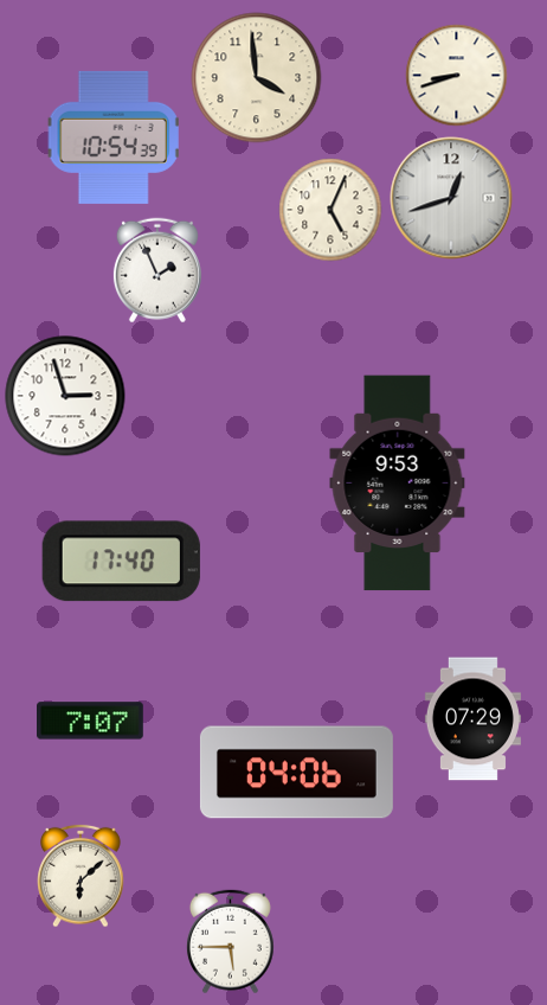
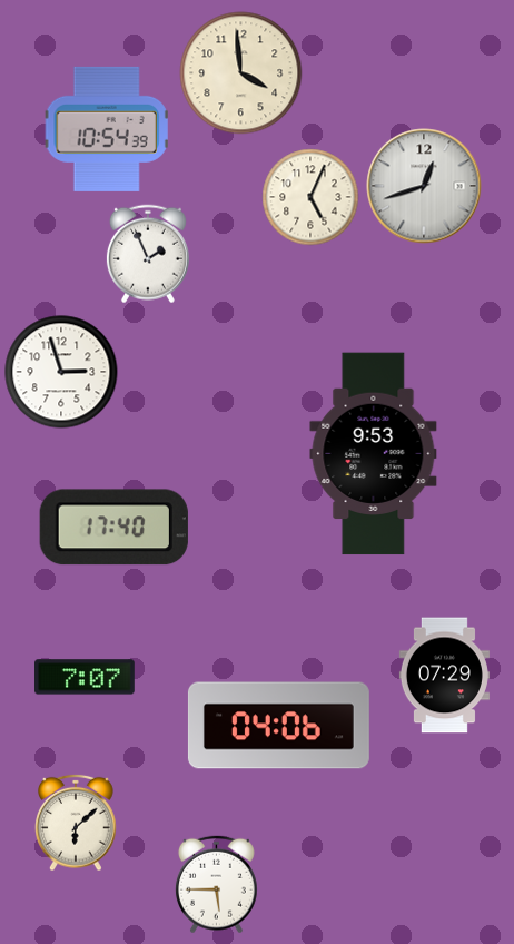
clock at (457, 76): 8:42 -> none
